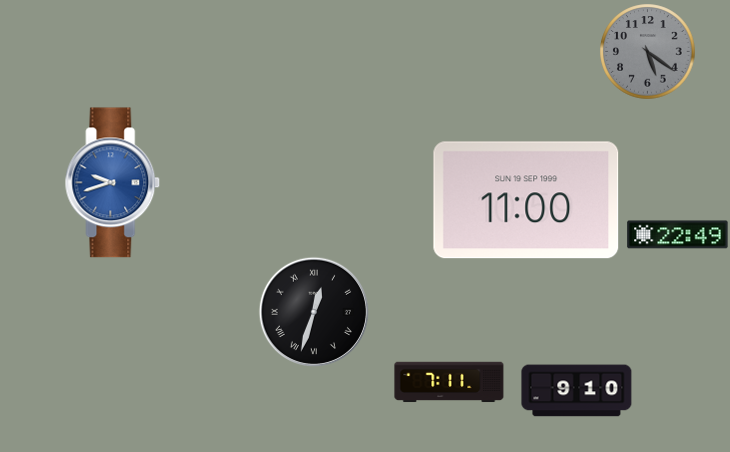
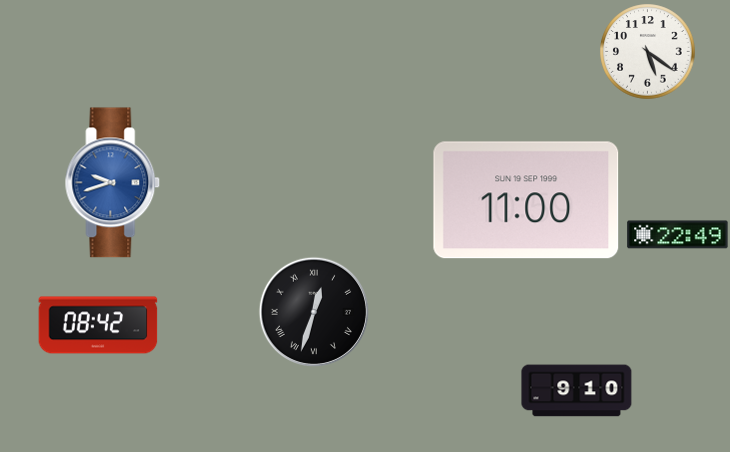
clock at (648, 52) dial: grey -> white
clock at (98, 325): none -> 08:42
clock at (449, 382): 7:11 -> none
